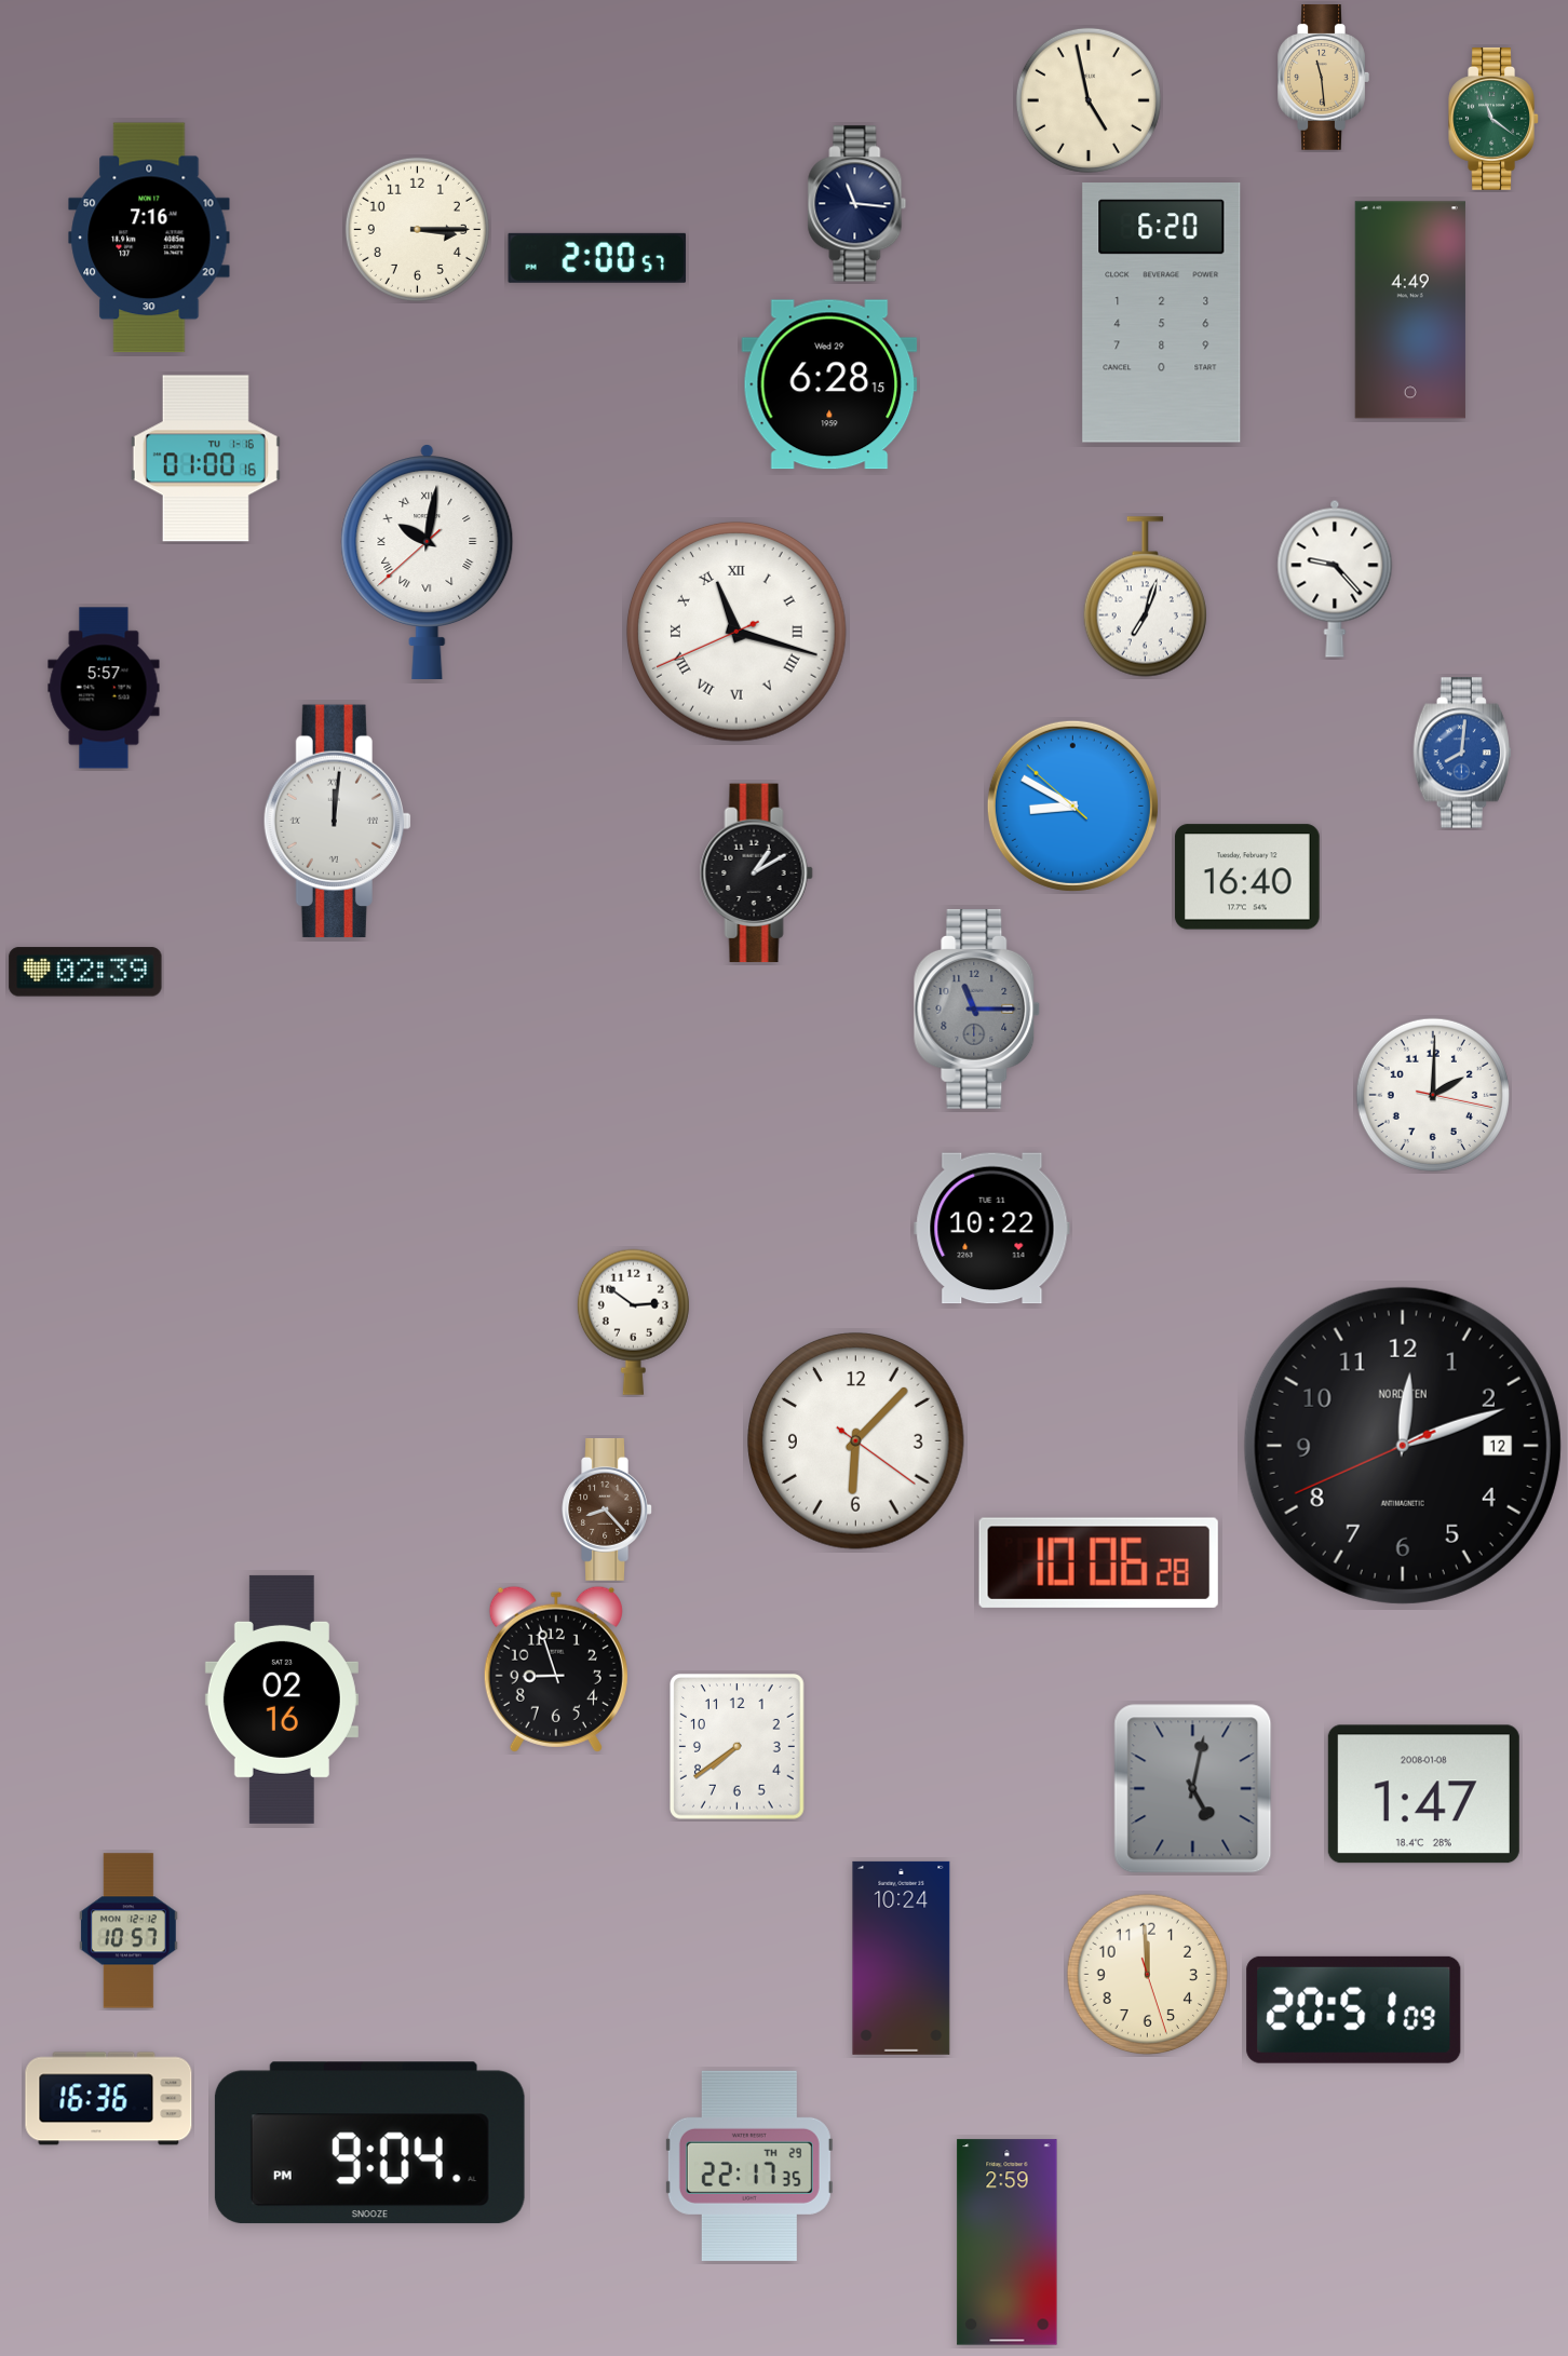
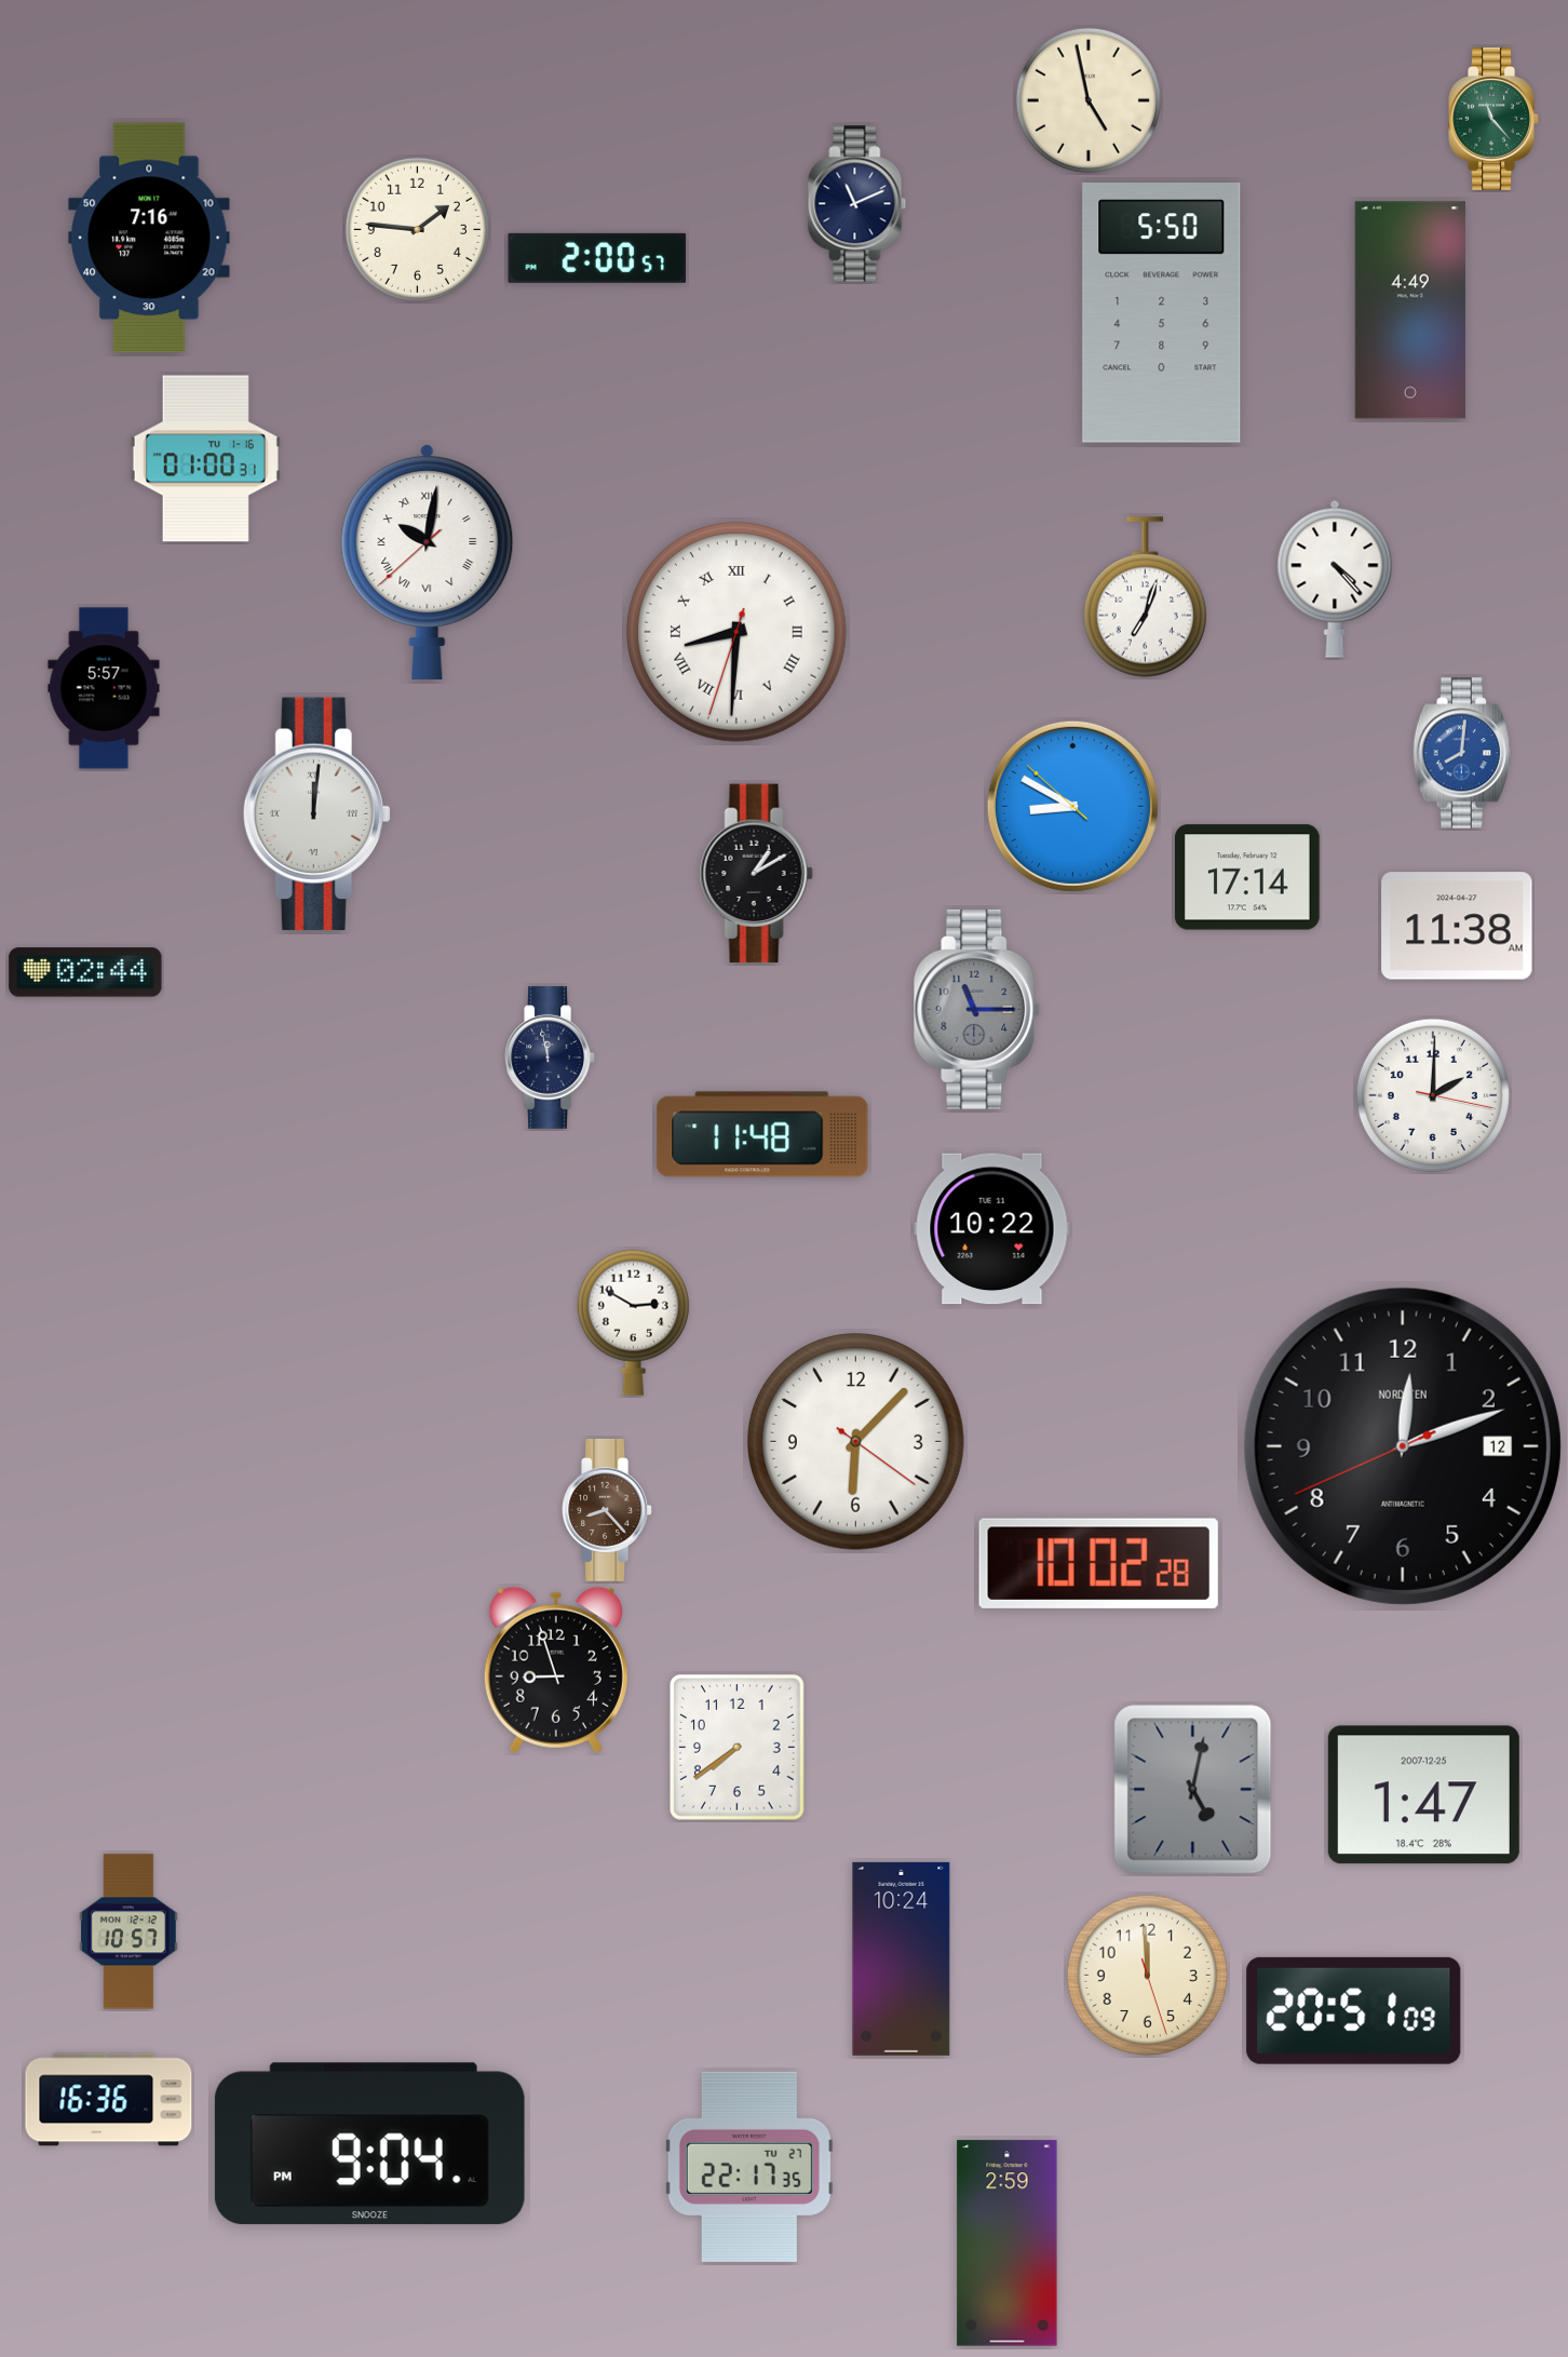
clock at (1323, 78): 11:29 -> none
clock at (1493, 119): 11:21 -> 11:23
clock at (857, 204): 11:16 -> 11:11
clock at (417, 229): 3:15 -> 1:46
clock at (1162, 313): 6:20 -> 5:50
clock at (829, 384): 6:28 -> none
clock at (205, 459): 01:00:16 -> 01:00:31
clock at (1335, 579): 9:23 -> 4:23
clock at (736, 632): 11:17 -> 8:30
clock at (337, 822) position: (337, 822) -> (316, 814)
clock at (1247, 877): 16:40 -> 17:14
clock at (1457, 926): none -> 11:38
clock at (85, 972): 02:39 -> 02:44
clock at (550, 1058): none -> 11:58
clock at (762, 1134): none -> 11:48
clock at (633, 1322): 2:51 -> 2:50
clock at (1098, 1562): 10:06 -> 10:02
clock at (282, 1700): 02:16 -> none
clock at (1423, 1795) date: 2008-01-08 -> 2007-12-25
clock at (749, 2166) date: TH 29 -> TU 27
